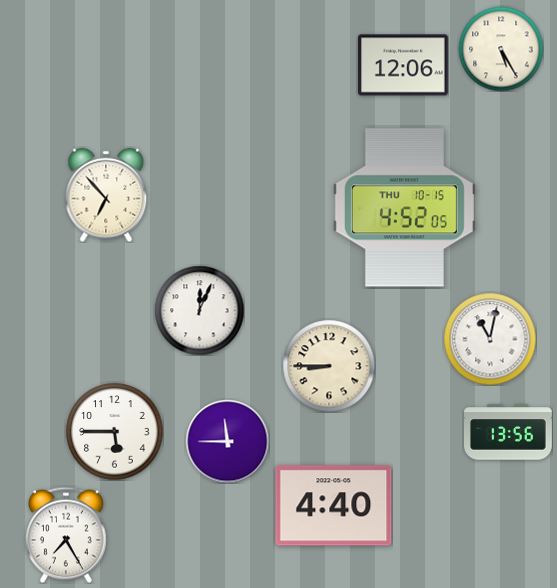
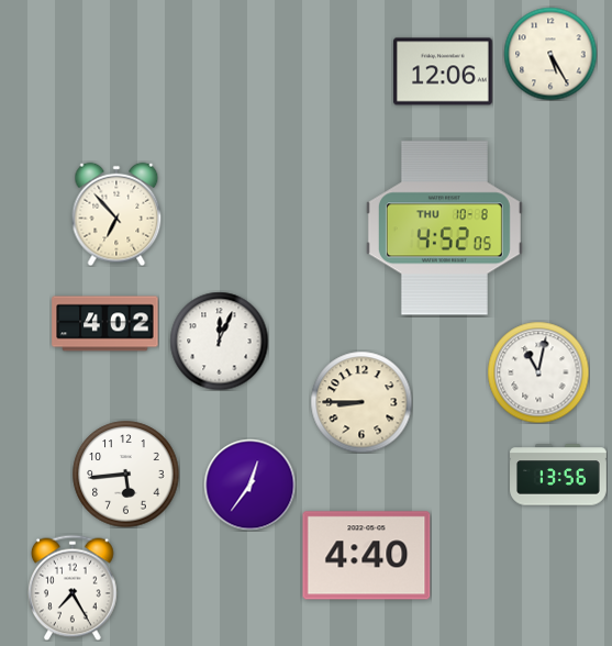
clock at (404, 208) date: THU 10-15 -> THU 10-8
clock at (105, 324): none -> 4:02
clock at (115, 432): 5:45 -> 5:44
clock at (227, 441): 11:45 -> 12:36
